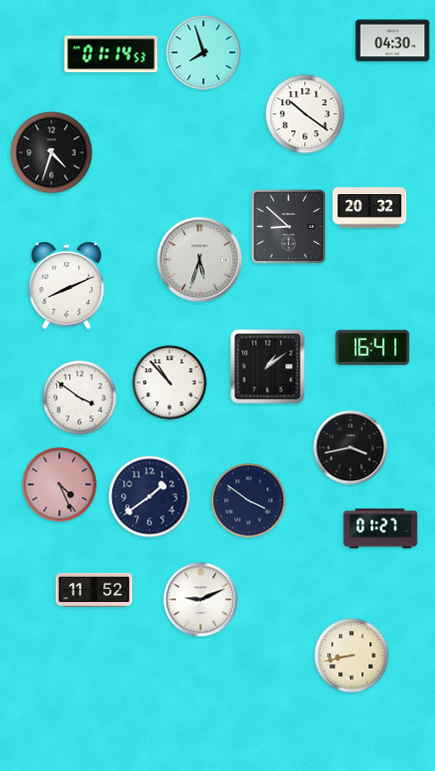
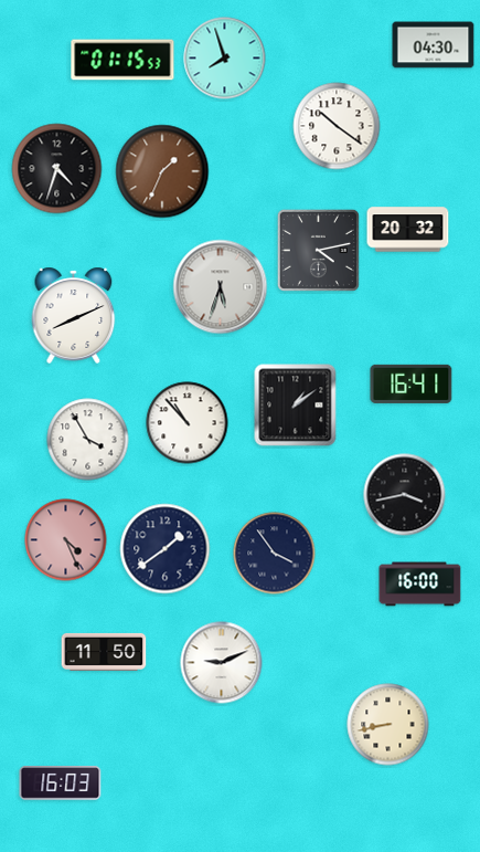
clock at (111, 54): 01:14 -> 01:15
clock at (162, 171): none -> 1:34
clock at (288, 226): 8:52 -> 4:13
clock at (80, 398): 3:51 -> 3:55
clock at (351, 448) position: (351, 448) -> (405, 495)
clock at (60, 485) position: (60, 485) -> (66, 540)
clock at (249, 501): 3:51 -> 3:54
clock at (381, 529): 01:27 -> 16:00
clock at (94, 590): 11:52 -> 11:50
clock at (61, 783): none -> 16:03
